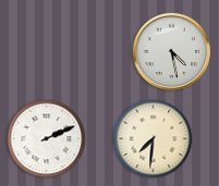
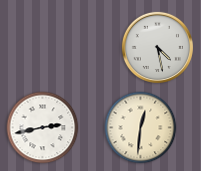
clock at (47, 139): 2:11 -> 2:43
clock at (154, 139): 7:31 -> 12:31
